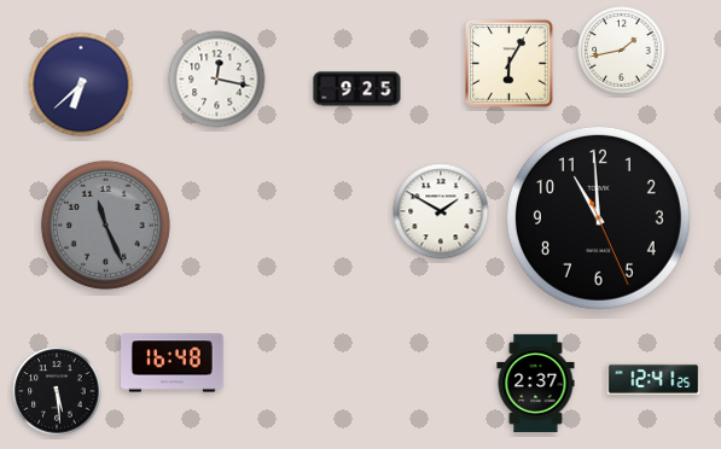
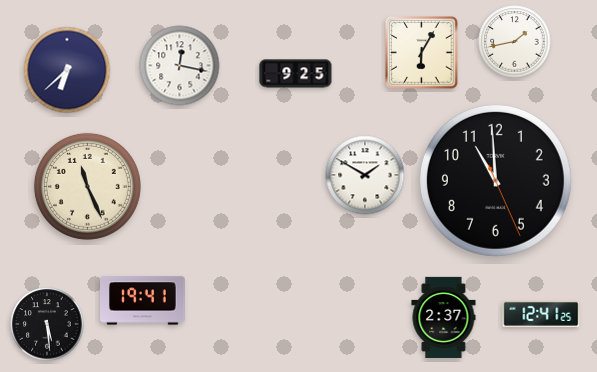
clock at (105, 224) dial: grey -> cream
clock at (173, 363): 16:48 -> 19:41
